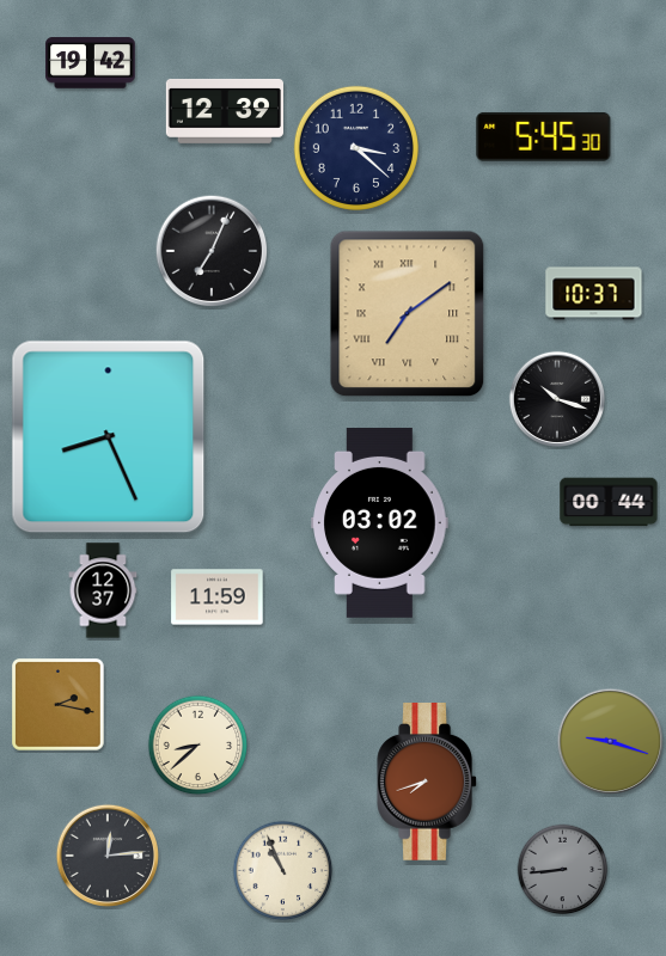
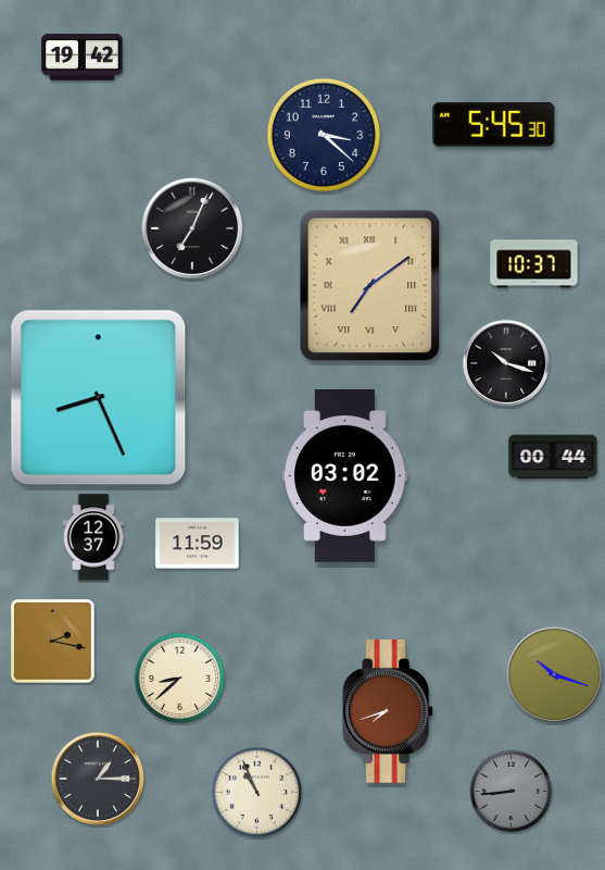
clock at (225, 111): 12:39 -> none
clock at (594, 294) position: (594, 294) -> (534, 264)
clock at (611, 742): 9:18 -> 10:18
clock at (108, 856): 12:14 -> 1:15
